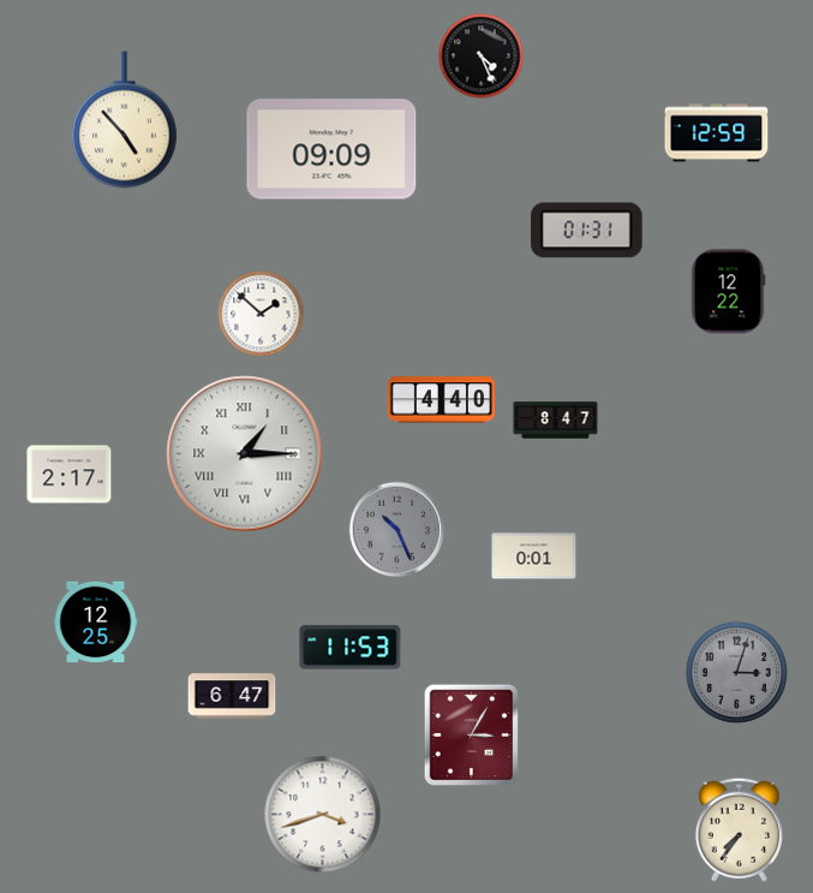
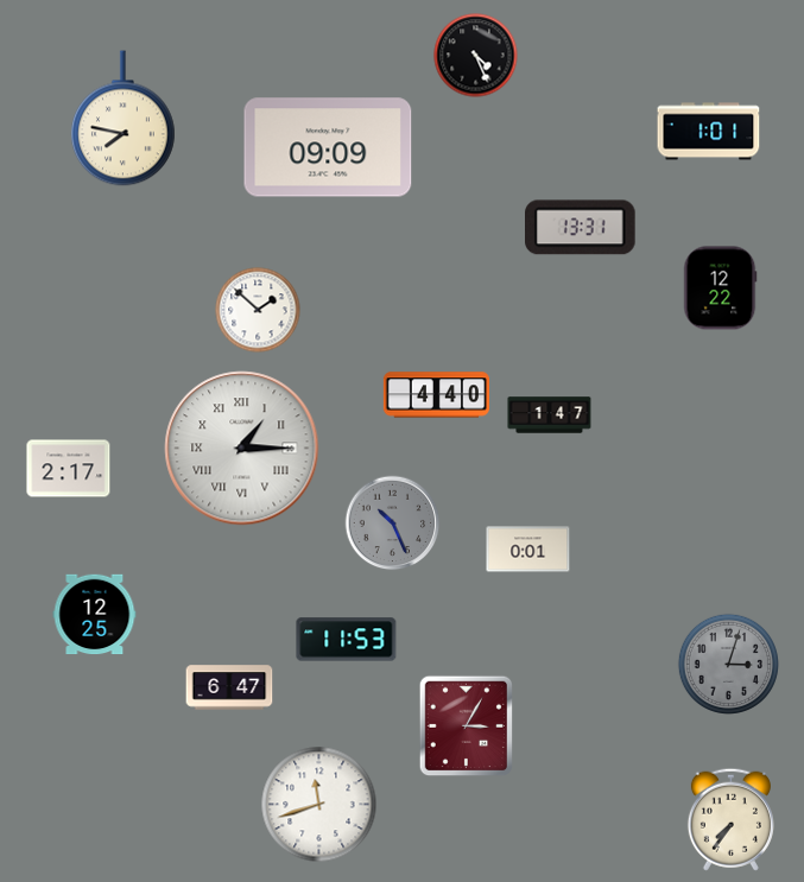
clock at (125, 120): 4:53 -> 7:47
clock at (717, 133): 12:59 -> 1:01
clock at (587, 231): 01:31 -> 13:31
clock at (556, 421): 8:47 -> 1:47
clock at (323, 815): 3:42 -> 11:42
